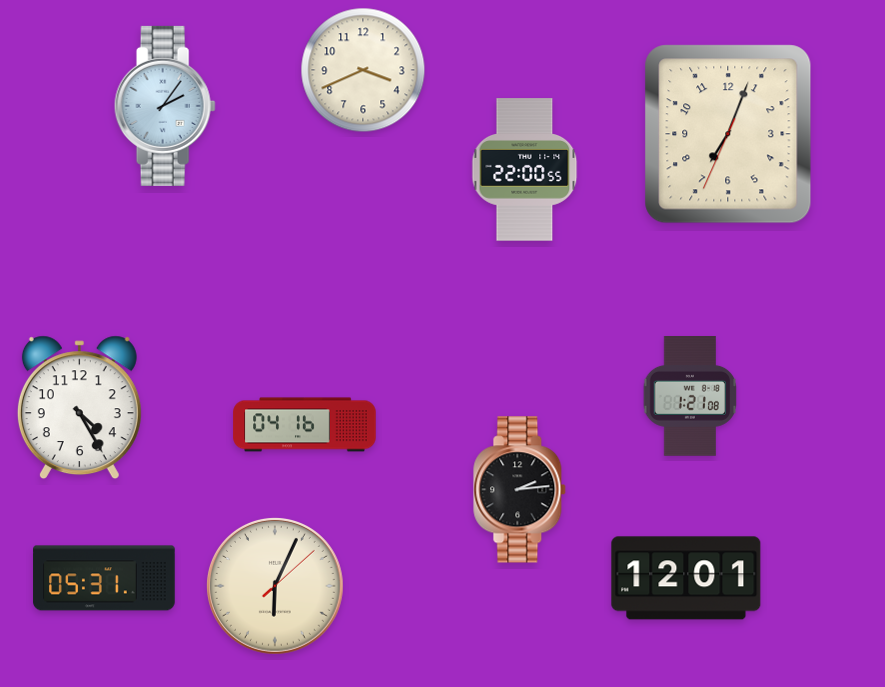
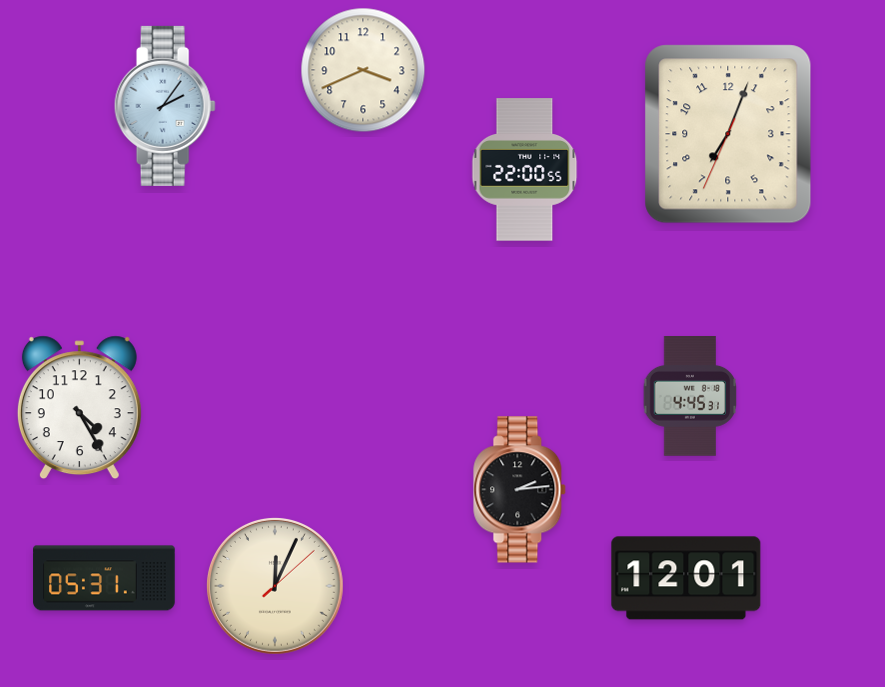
clock at (690, 397): 1:21 -> 4:45
clock at (305, 425): 04:16 -> none
clock at (275, 586): 6:04 -> 12:04
